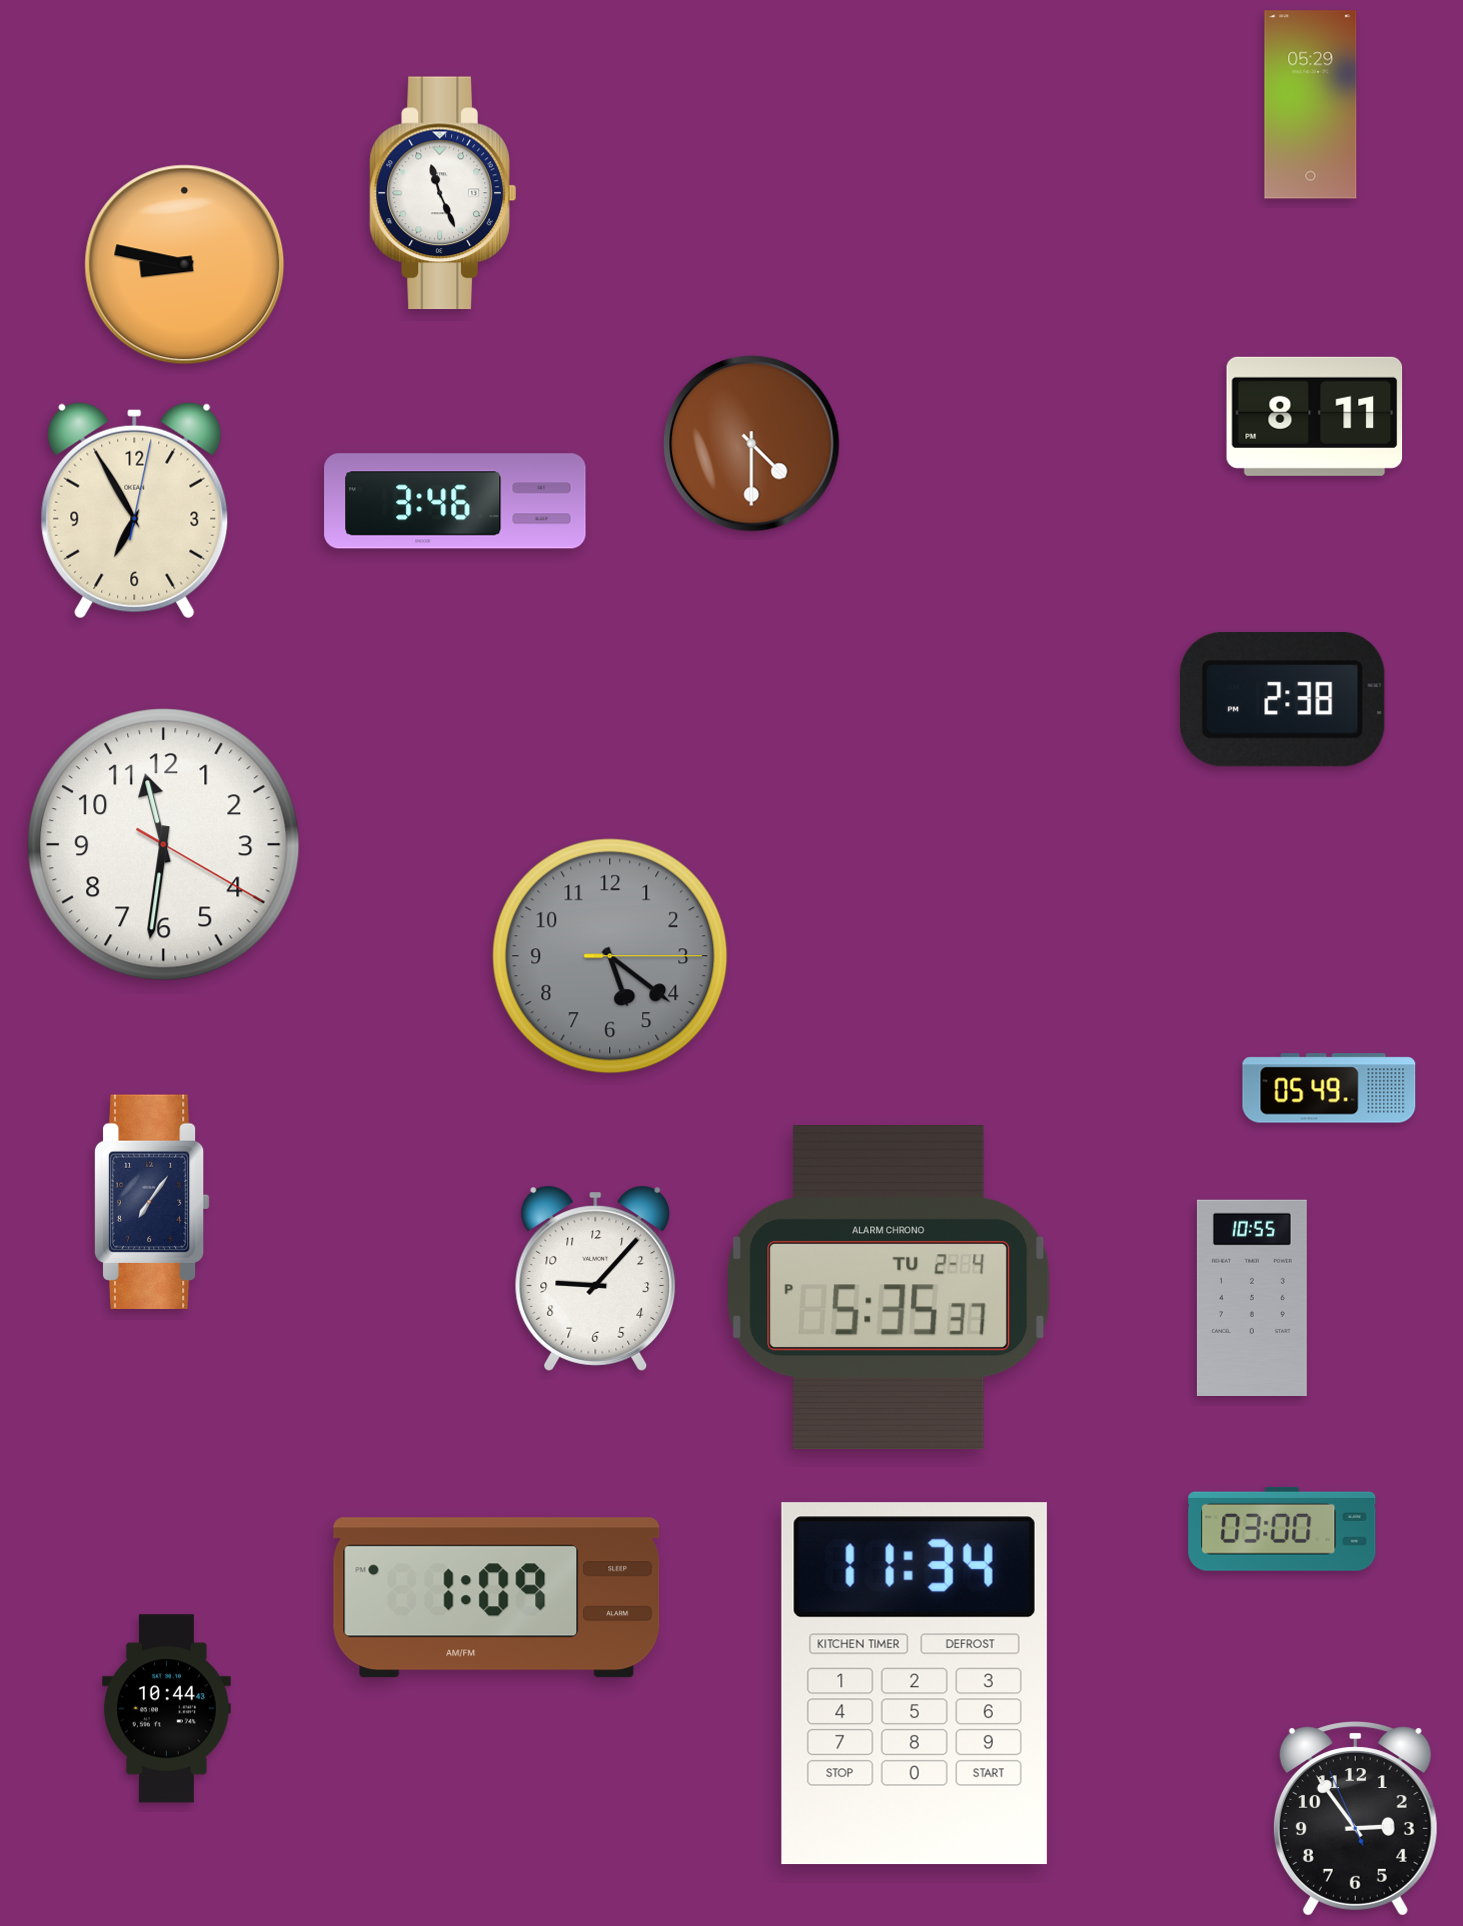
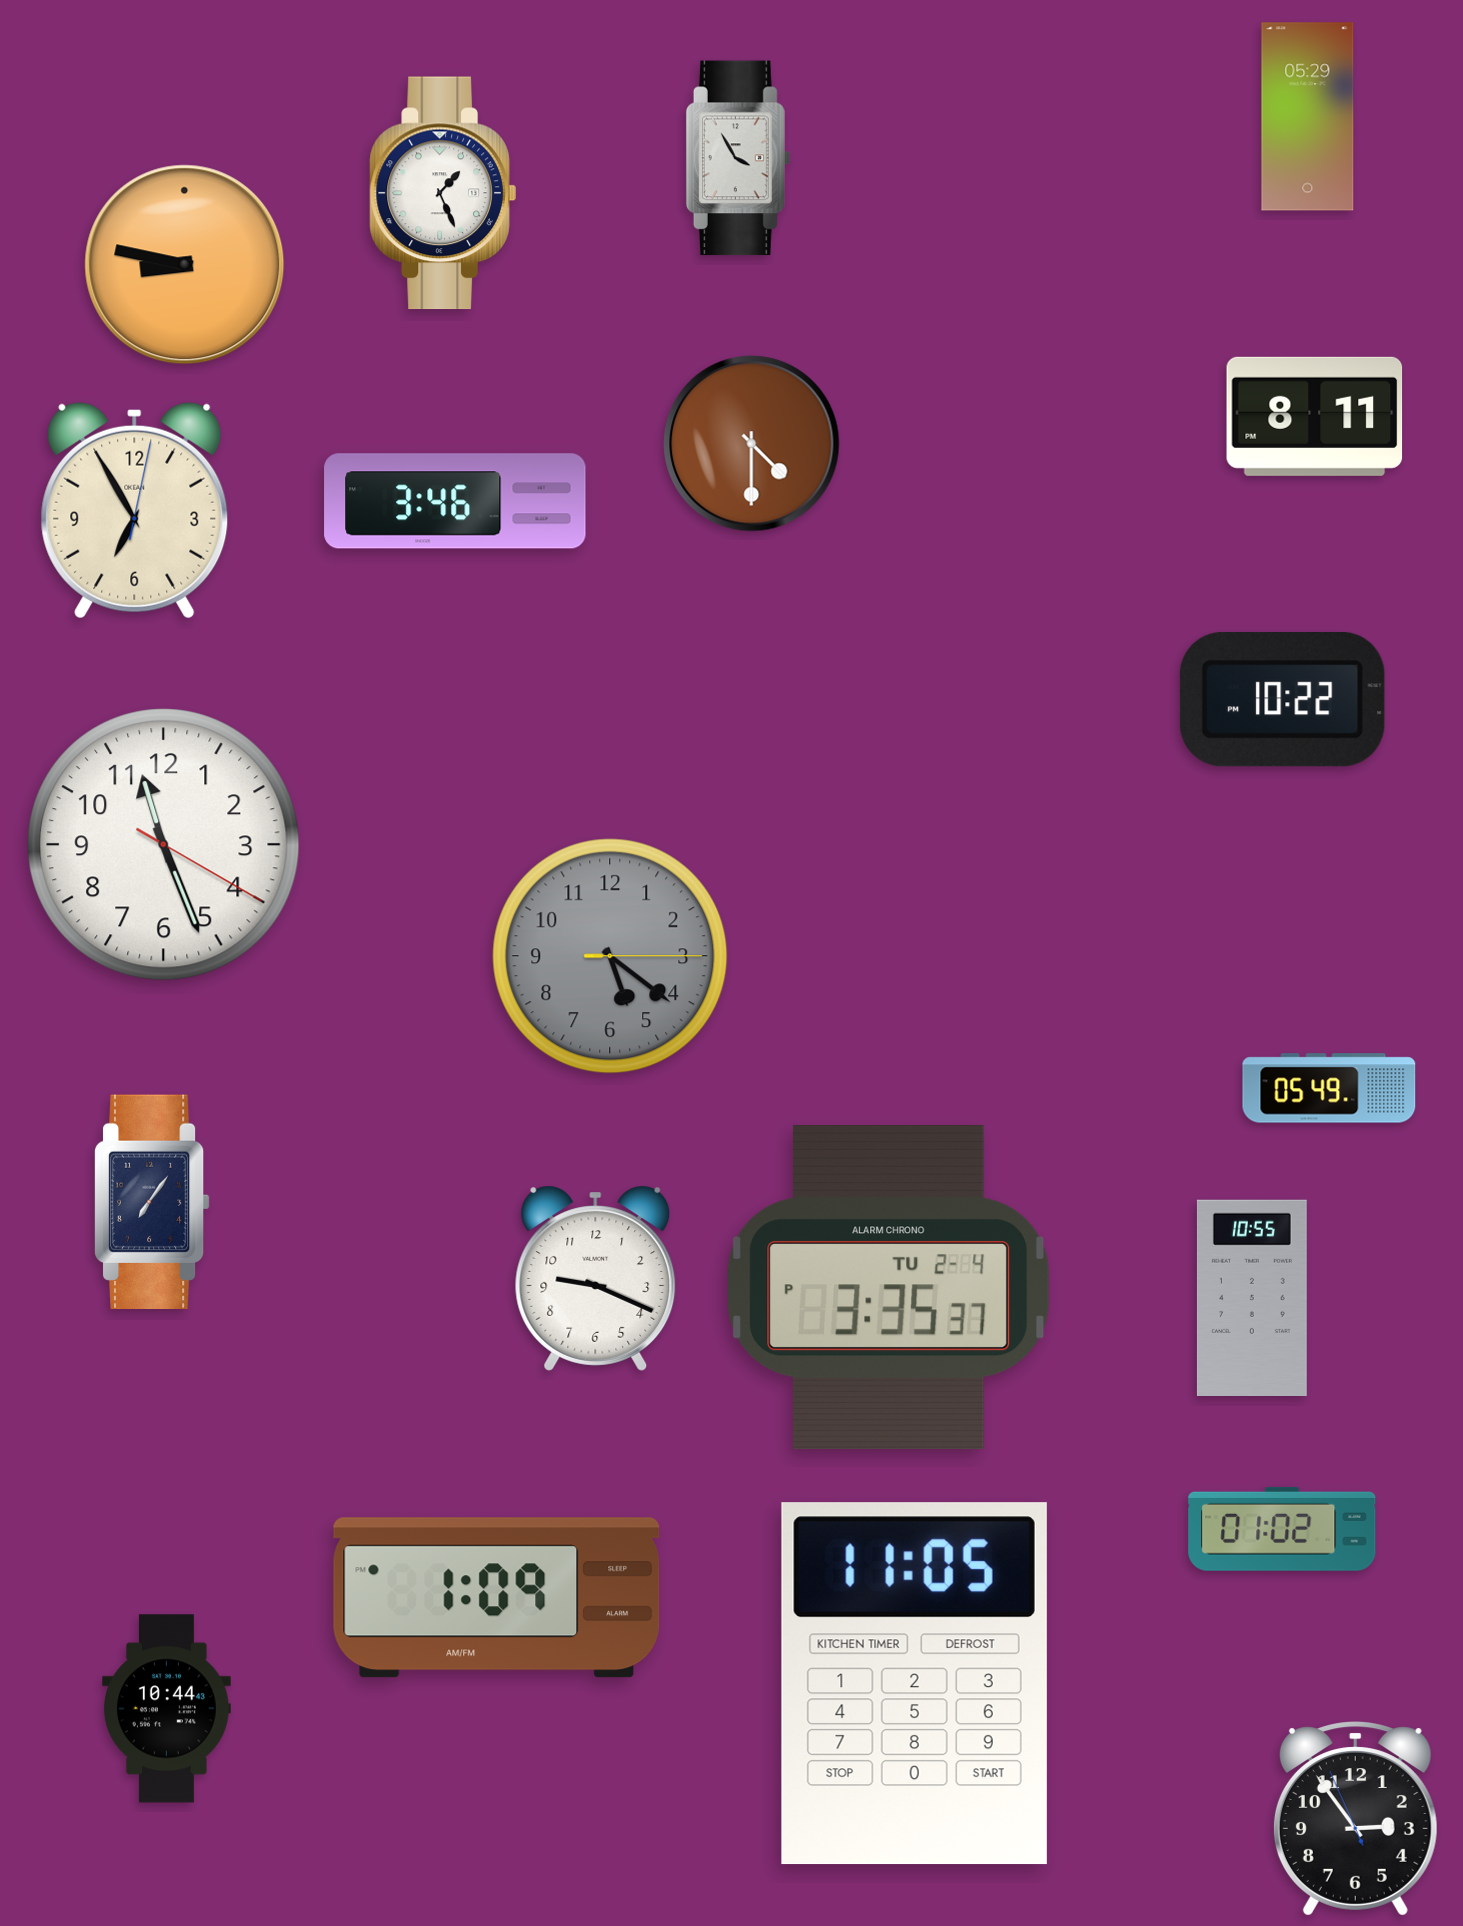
clock at (1311, 105) position: (1311, 105) -> (1308, 117)
clock at (737, 158): none -> 3:55
clock at (443, 193): 11:26 -> 1:26
clock at (1282, 699): 2:38 -> 10:22
clock at (164, 845): 11:31 -> 11:26
clock at (596, 1278): 9:07 -> 9:19
clock at (889, 1288): 5:35 -> 3:35
clock at (1282, 1529): 03:00 -> 01:02
clock at (914, 1684): 11:34 -> 11:05
